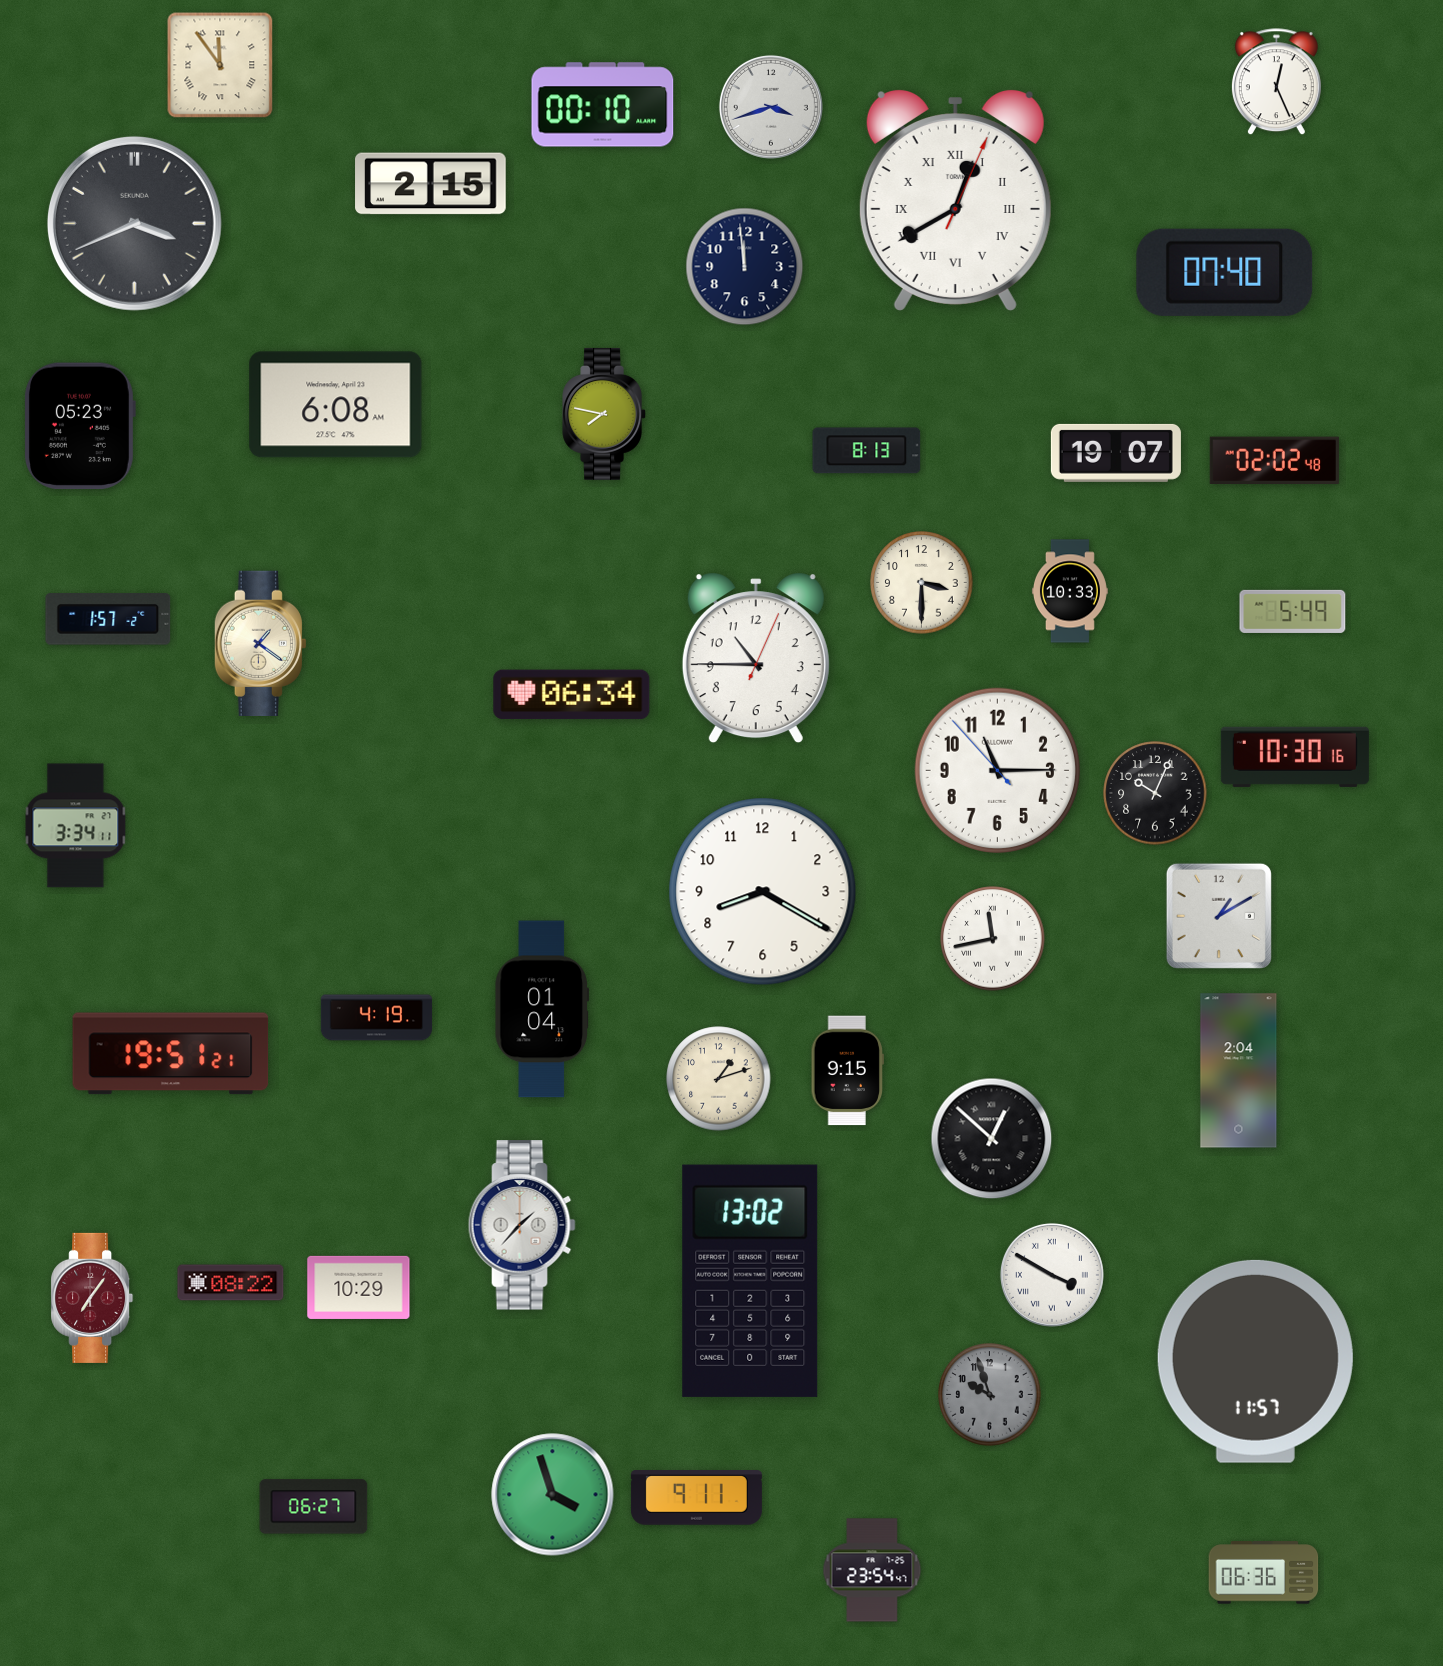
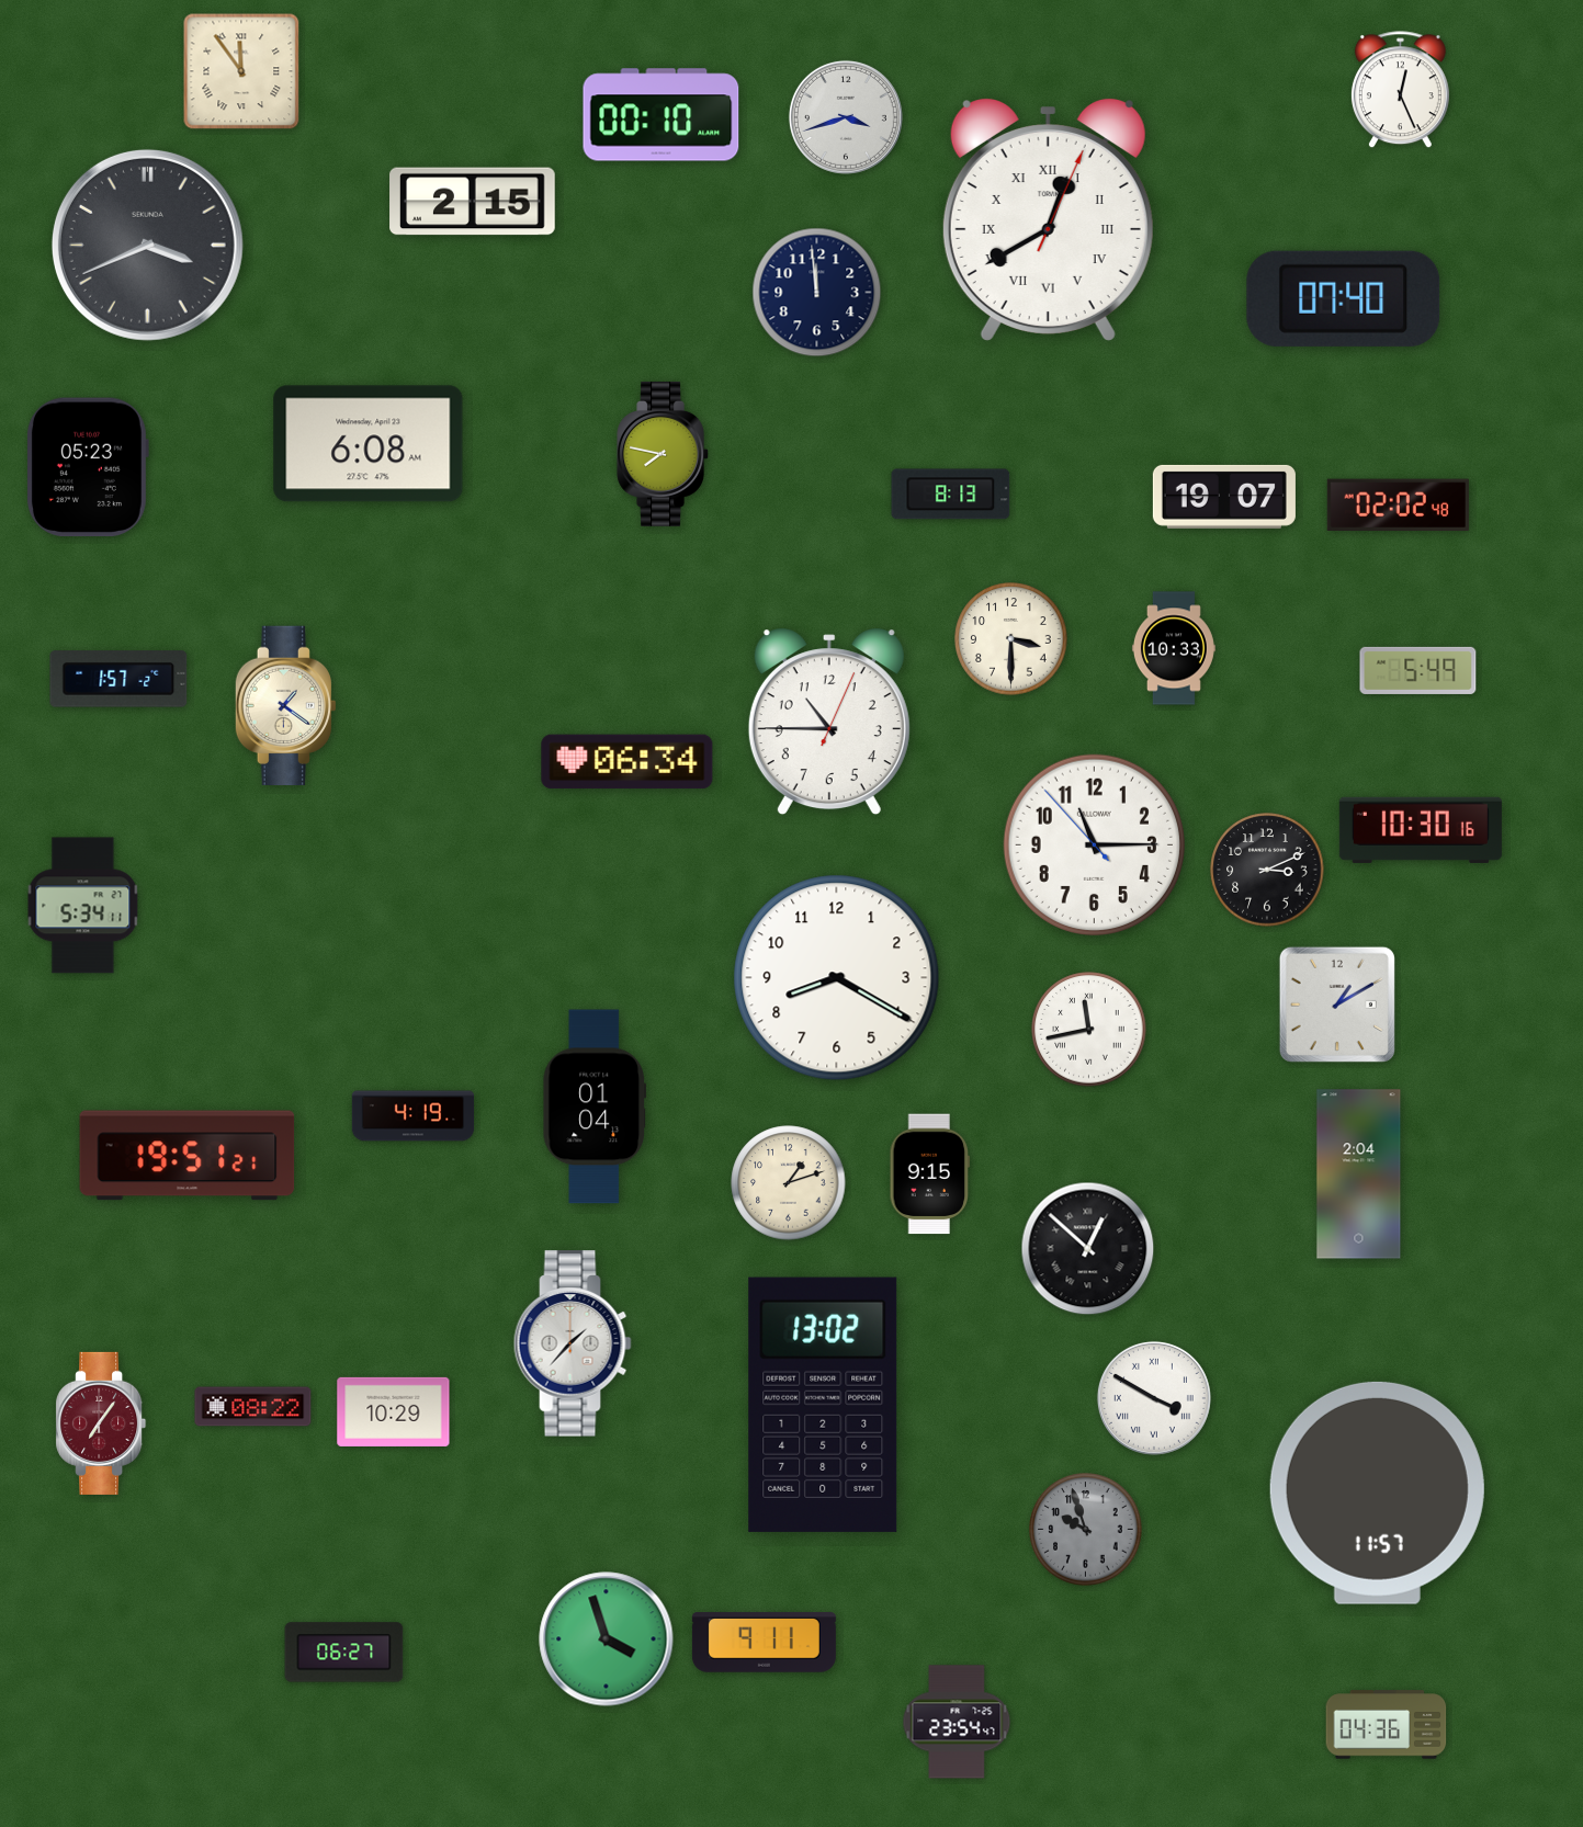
clock at (1155, 793): 10:04 -> 3:11
clock at (76, 826): 3:34 -> 5:34
clock at (1264, 1573): 06:36 -> 04:36
